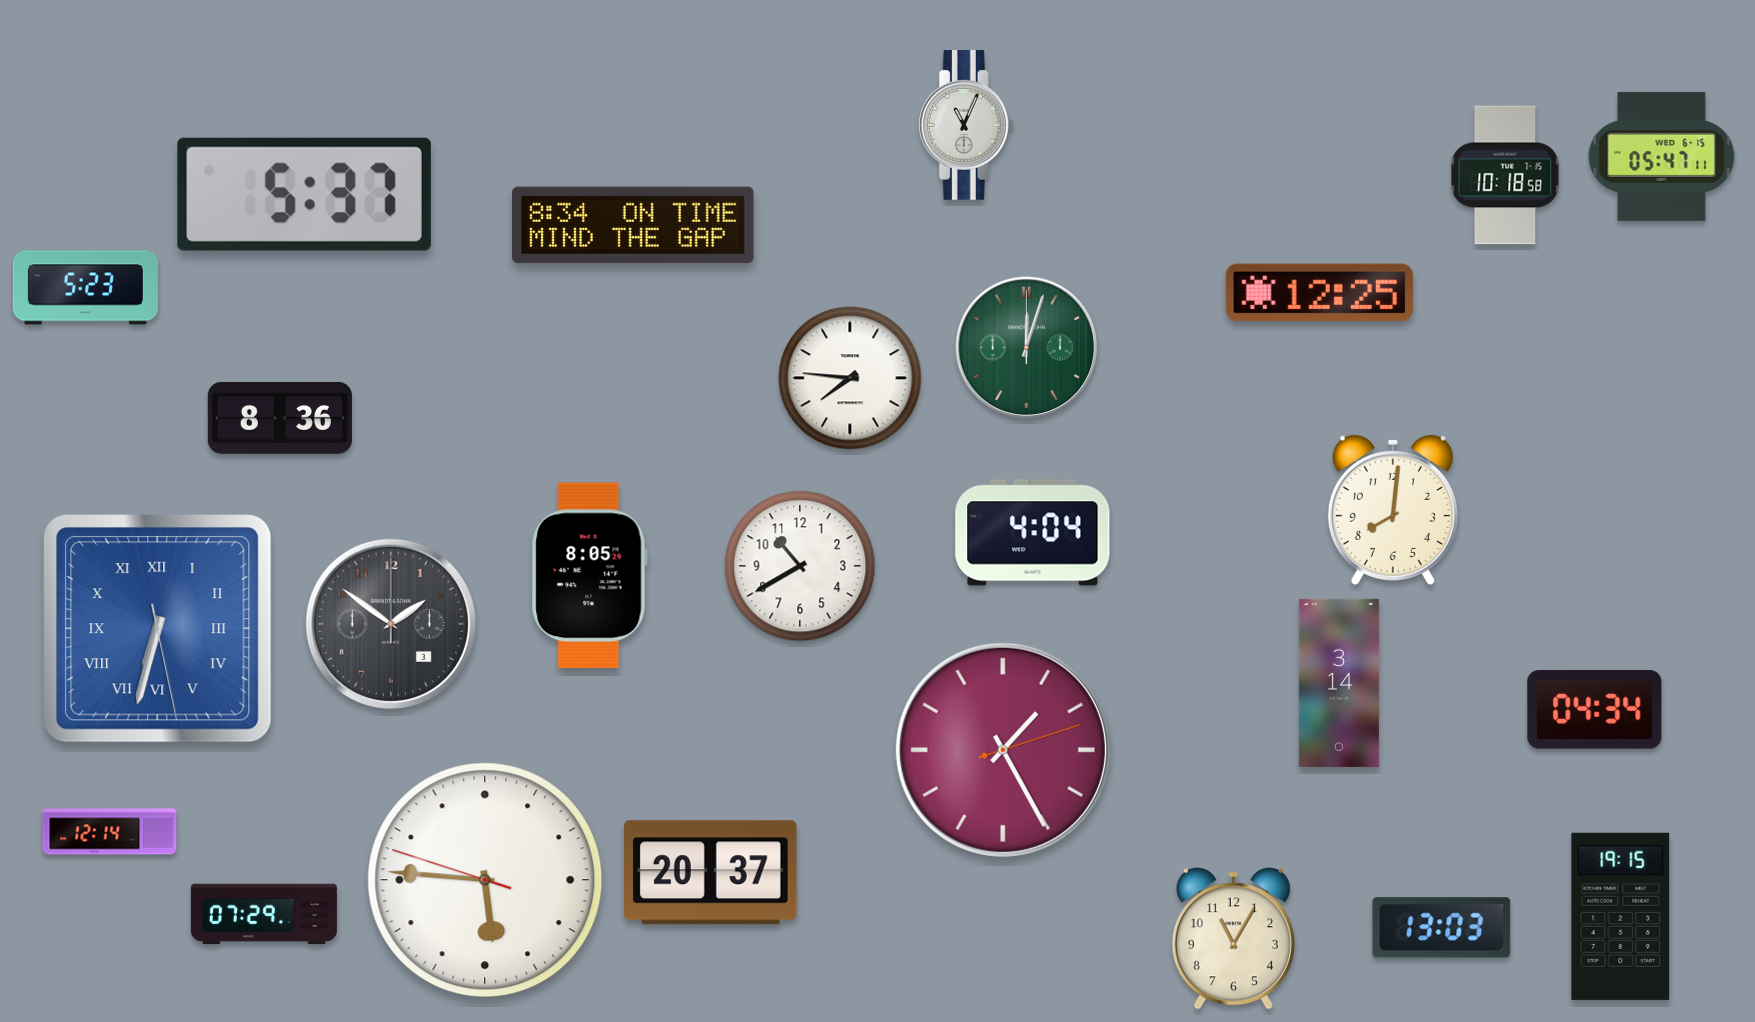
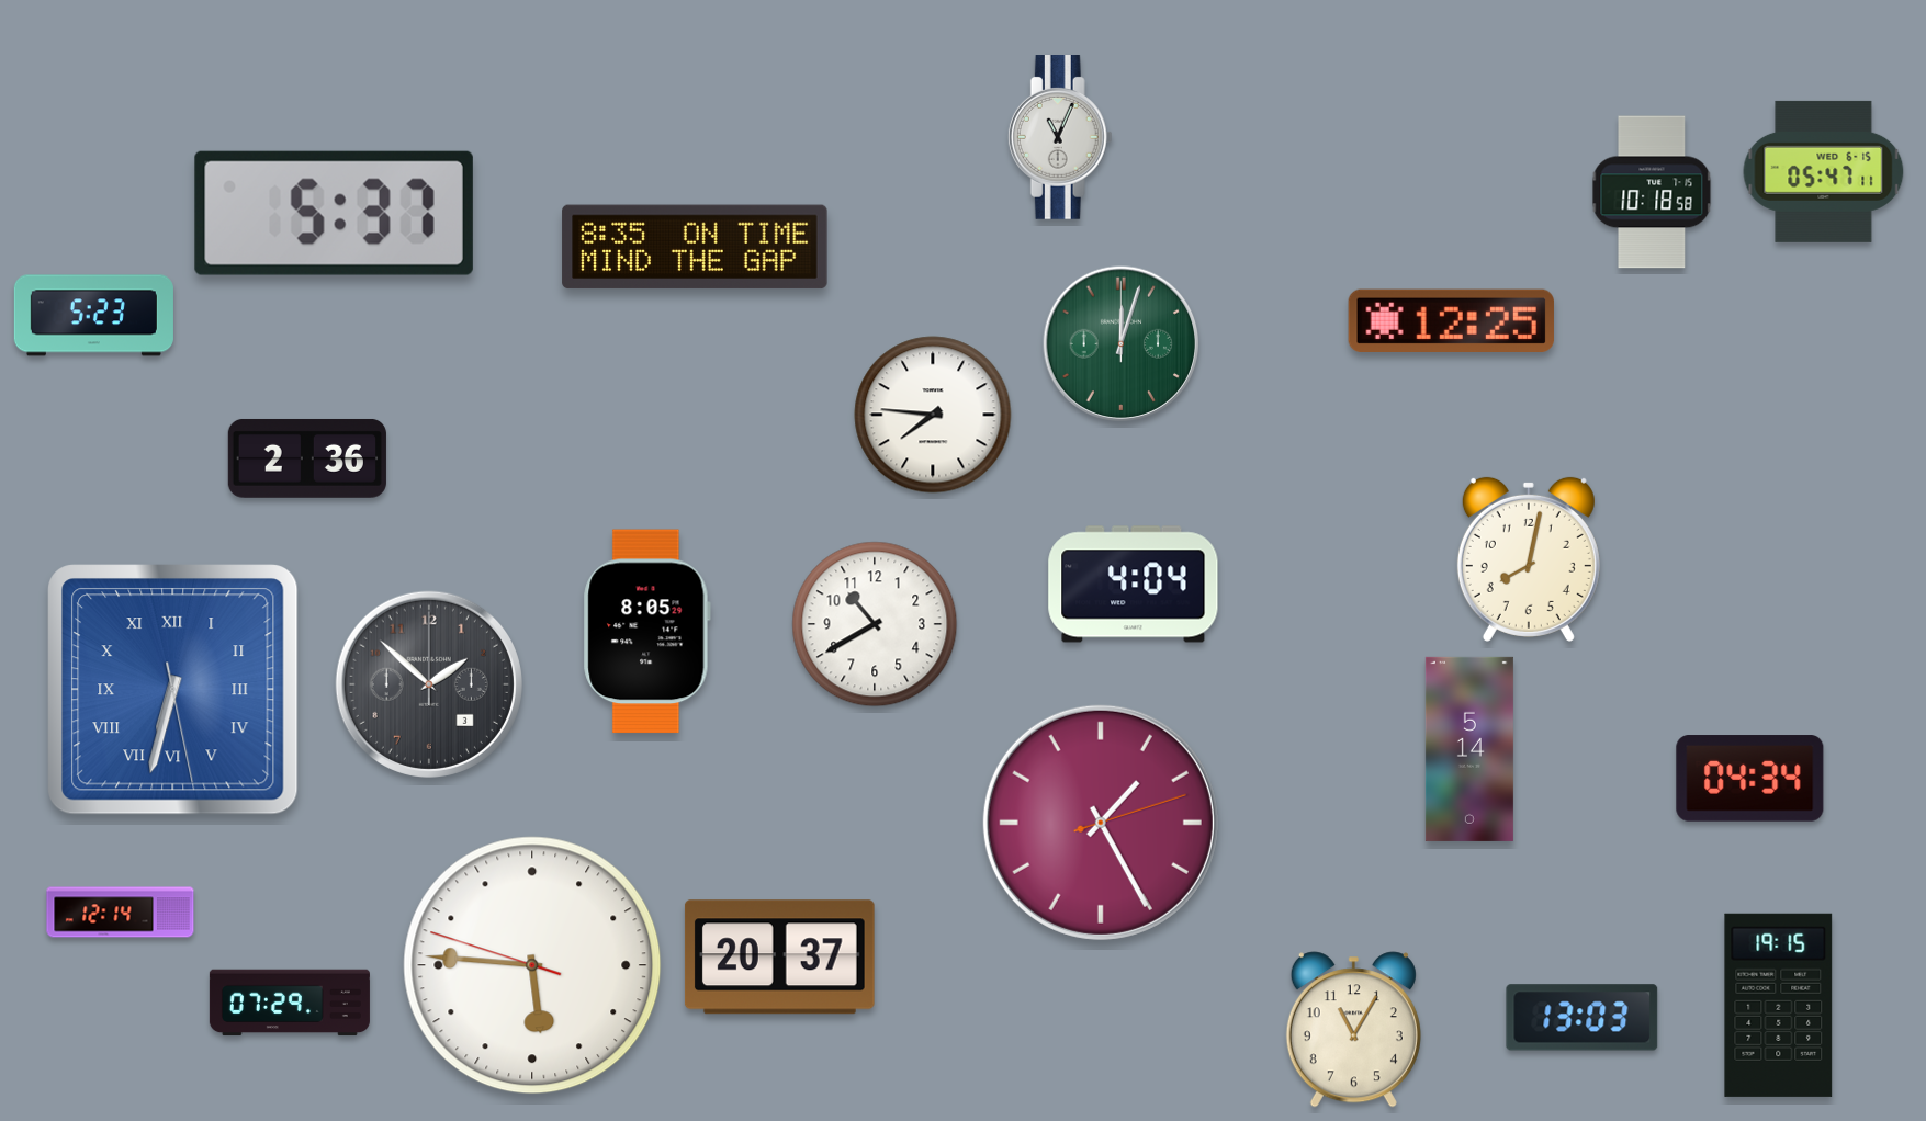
clock at (633, 225): 8:34 -> 8:35
clock at (1319, 292) position: (1319, 292) -> (1451, 320)
clock at (1027, 348) position: (1027, 348) -> (1122, 344)
clock at (280, 418): 8:36 -> 2:36
clock at (1393, 510): 8:01 -> 8:02
clock at (800, 566) position: (800, 566) -> (875, 624)
clock at (391, 624): 1:51 -> 1:52
clock at (1339, 683): 3:14 -> 5:14
